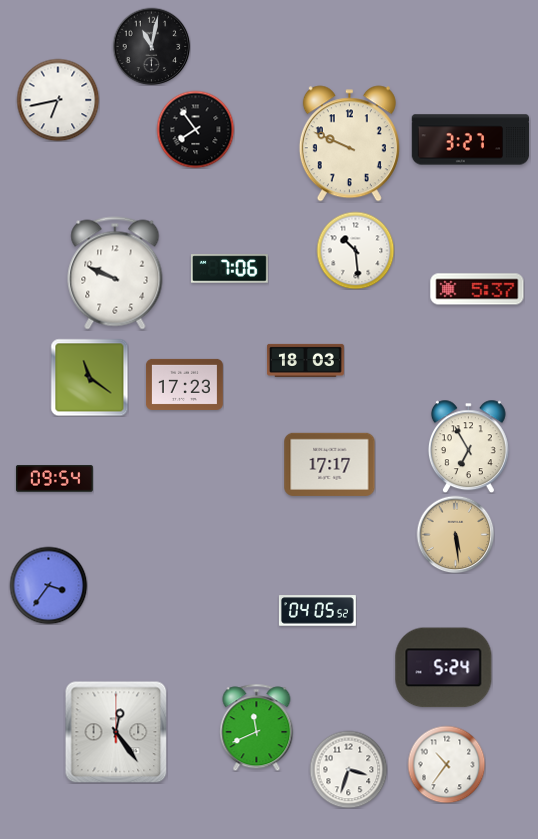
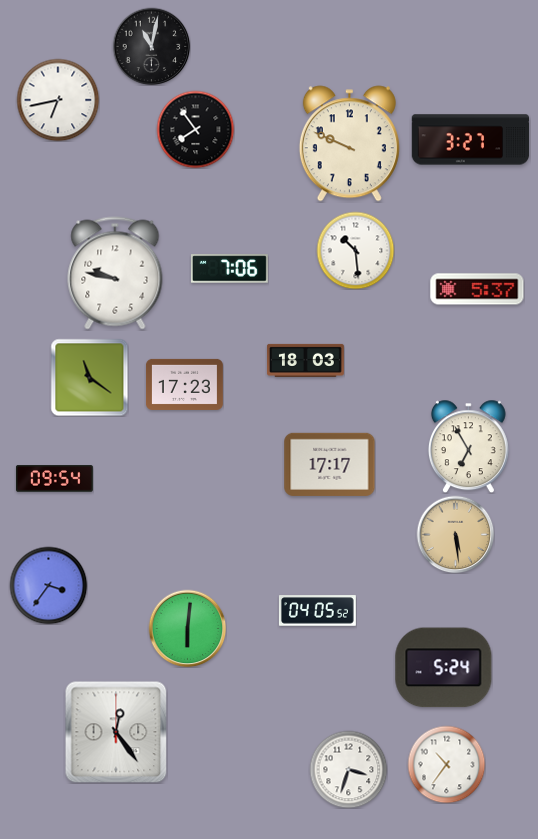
clock at (115, 273): 9:49 -> 9:47
clock at (187, 628): none -> 6:01
clock at (257, 727): 11:41 -> none
